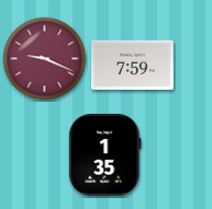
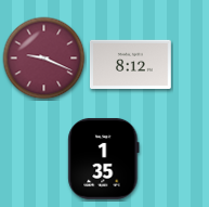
clock at (132, 65): 7:59 -> 8:12
clock at (105, 154) position: (105, 154) -> (104, 158)
